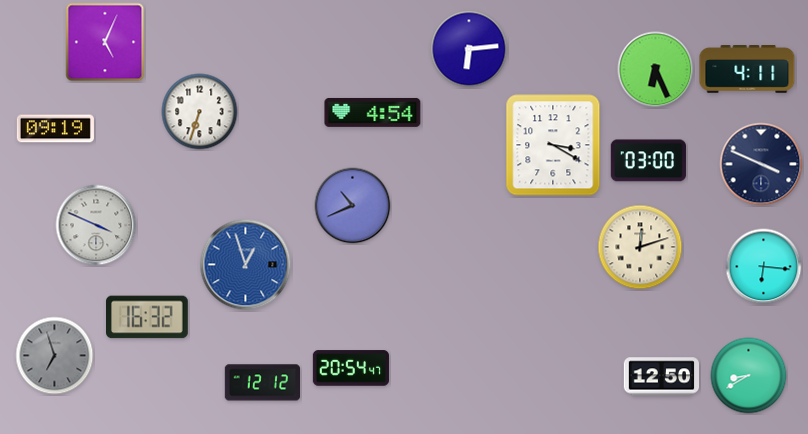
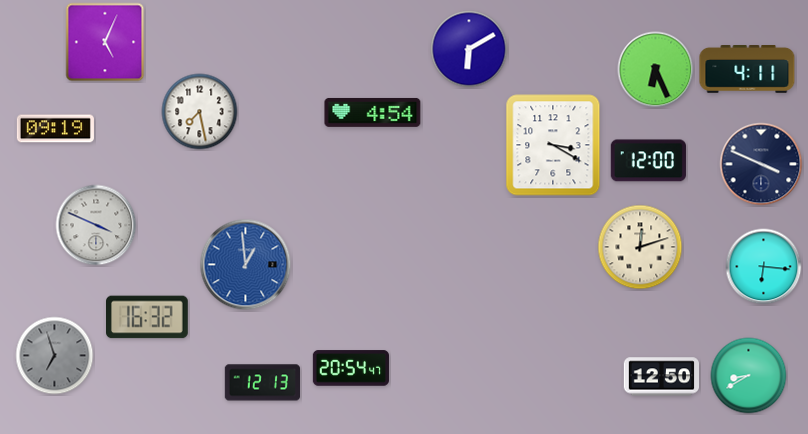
clock at (469, 49): 6:14 -> 6:10
clock at (200, 112): 6:33 -> 7:28
clock at (648, 161): 03:00 -> 12:00
clock at (353, 206): 10:41 -> none
clock at (246, 265): 12:57 -> 12:59
clock at (262, 383): 12:12 -> 12:13
